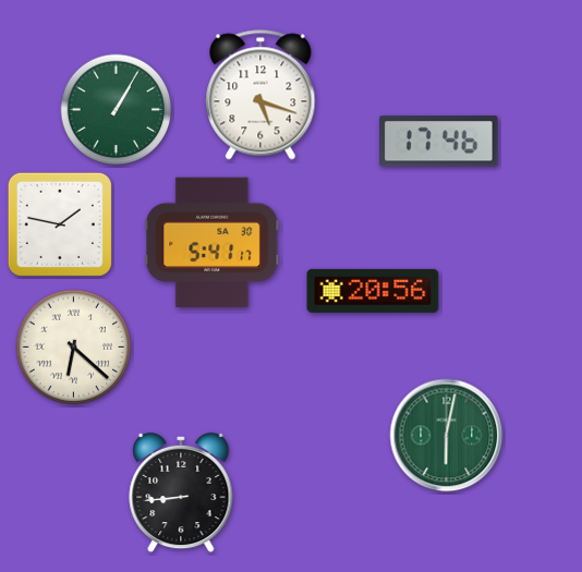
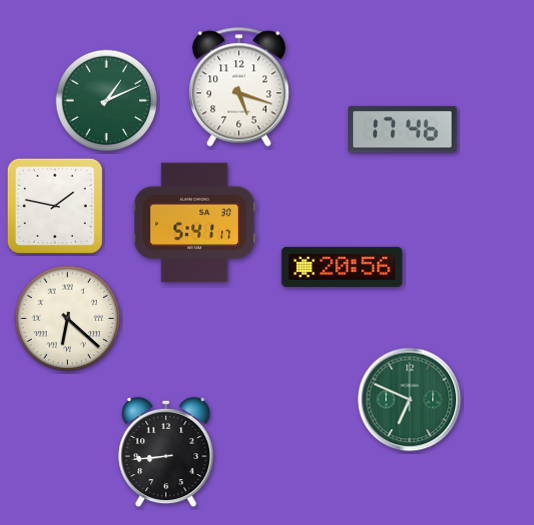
clock at (117, 110): 1:05 -> 1:11
clock at (447, 436): 6:02 -> 6:49
